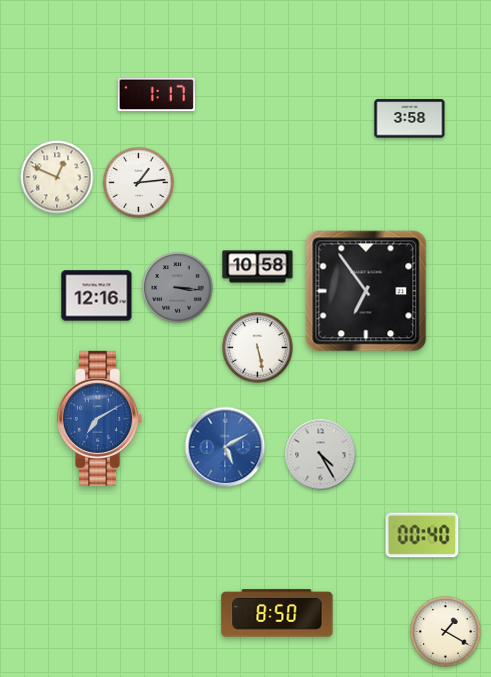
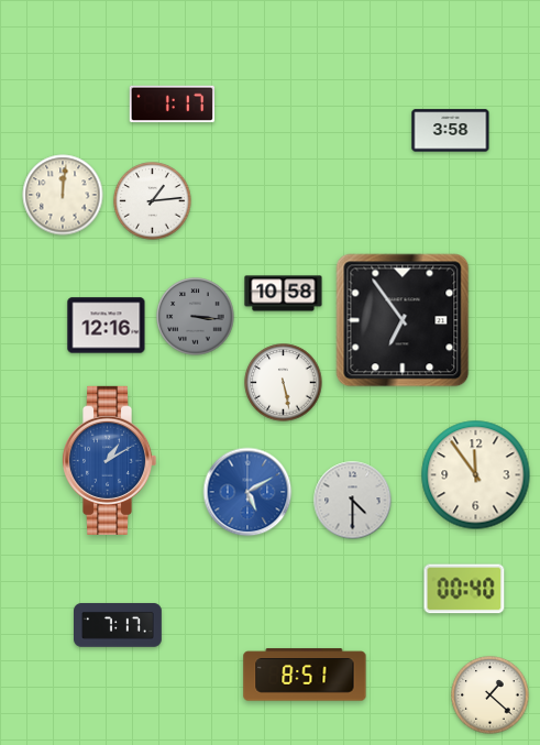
clock at (57, 177): 12:49 -> 12:01
clock at (100, 418): 7:10 -> 1:10
clock at (476, 475): none -> 11:54
clock at (321, 455): 4:25 -> 4:30
clock at (119, 625): none -> 7:17
clock at (277, 613): 8:50 -> 8:51
clock at (446, 632): 1:20 -> 1:22
